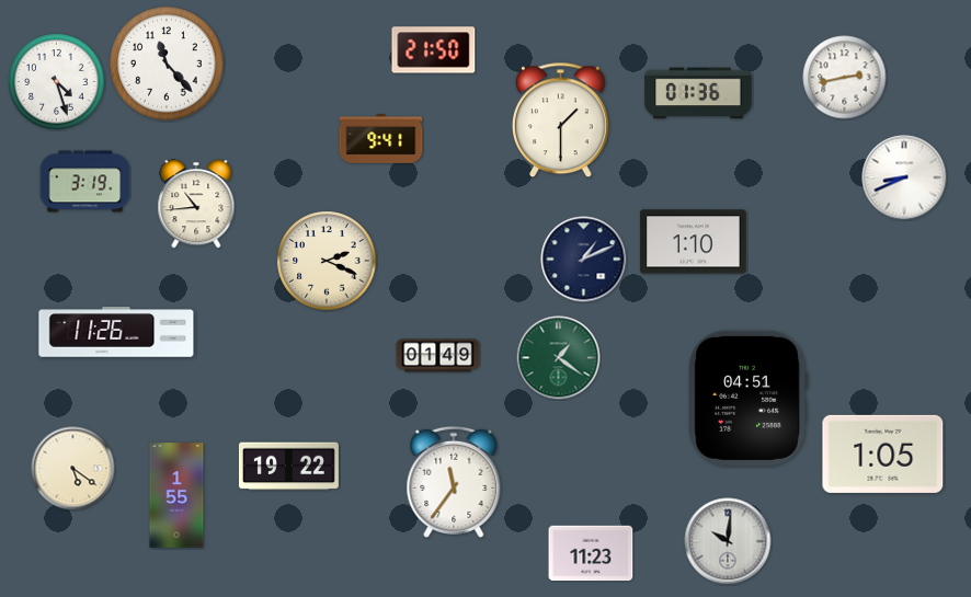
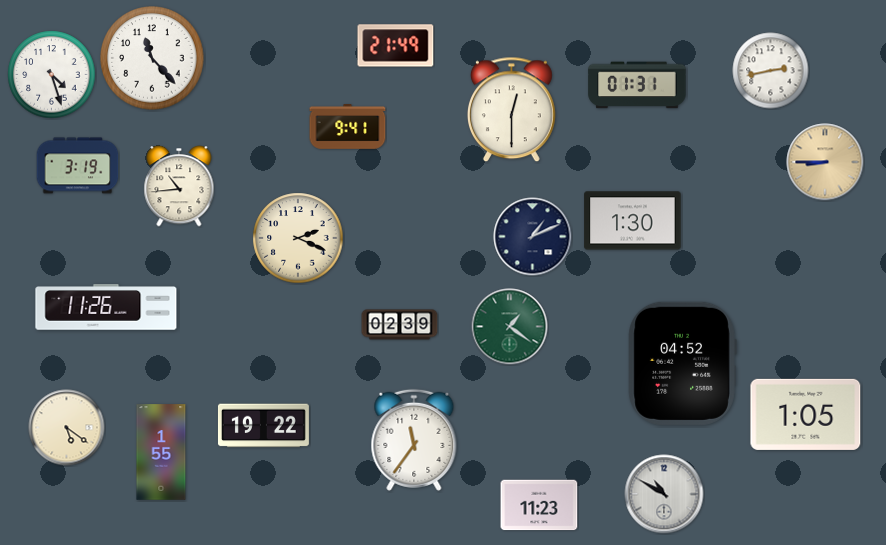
clock at (434, 50): 21:50 -> 21:49
clock at (698, 93): 01:36 -> 01:31
clock at (561, 120): 1:30 -> 12:30
clock at (904, 177): 8:41 -> 8:45
clock at (904, 177) dial: white -> champagne
clock at (694, 242): 1:10 -> 1:30
clock at (116, 332) position: (116, 332) -> (106, 307)
clock at (438, 356): 01:49 -> 02:39
clock at (747, 398): 04:51 -> 04:52
clock at (728, 541): 10:01 -> 10:50
